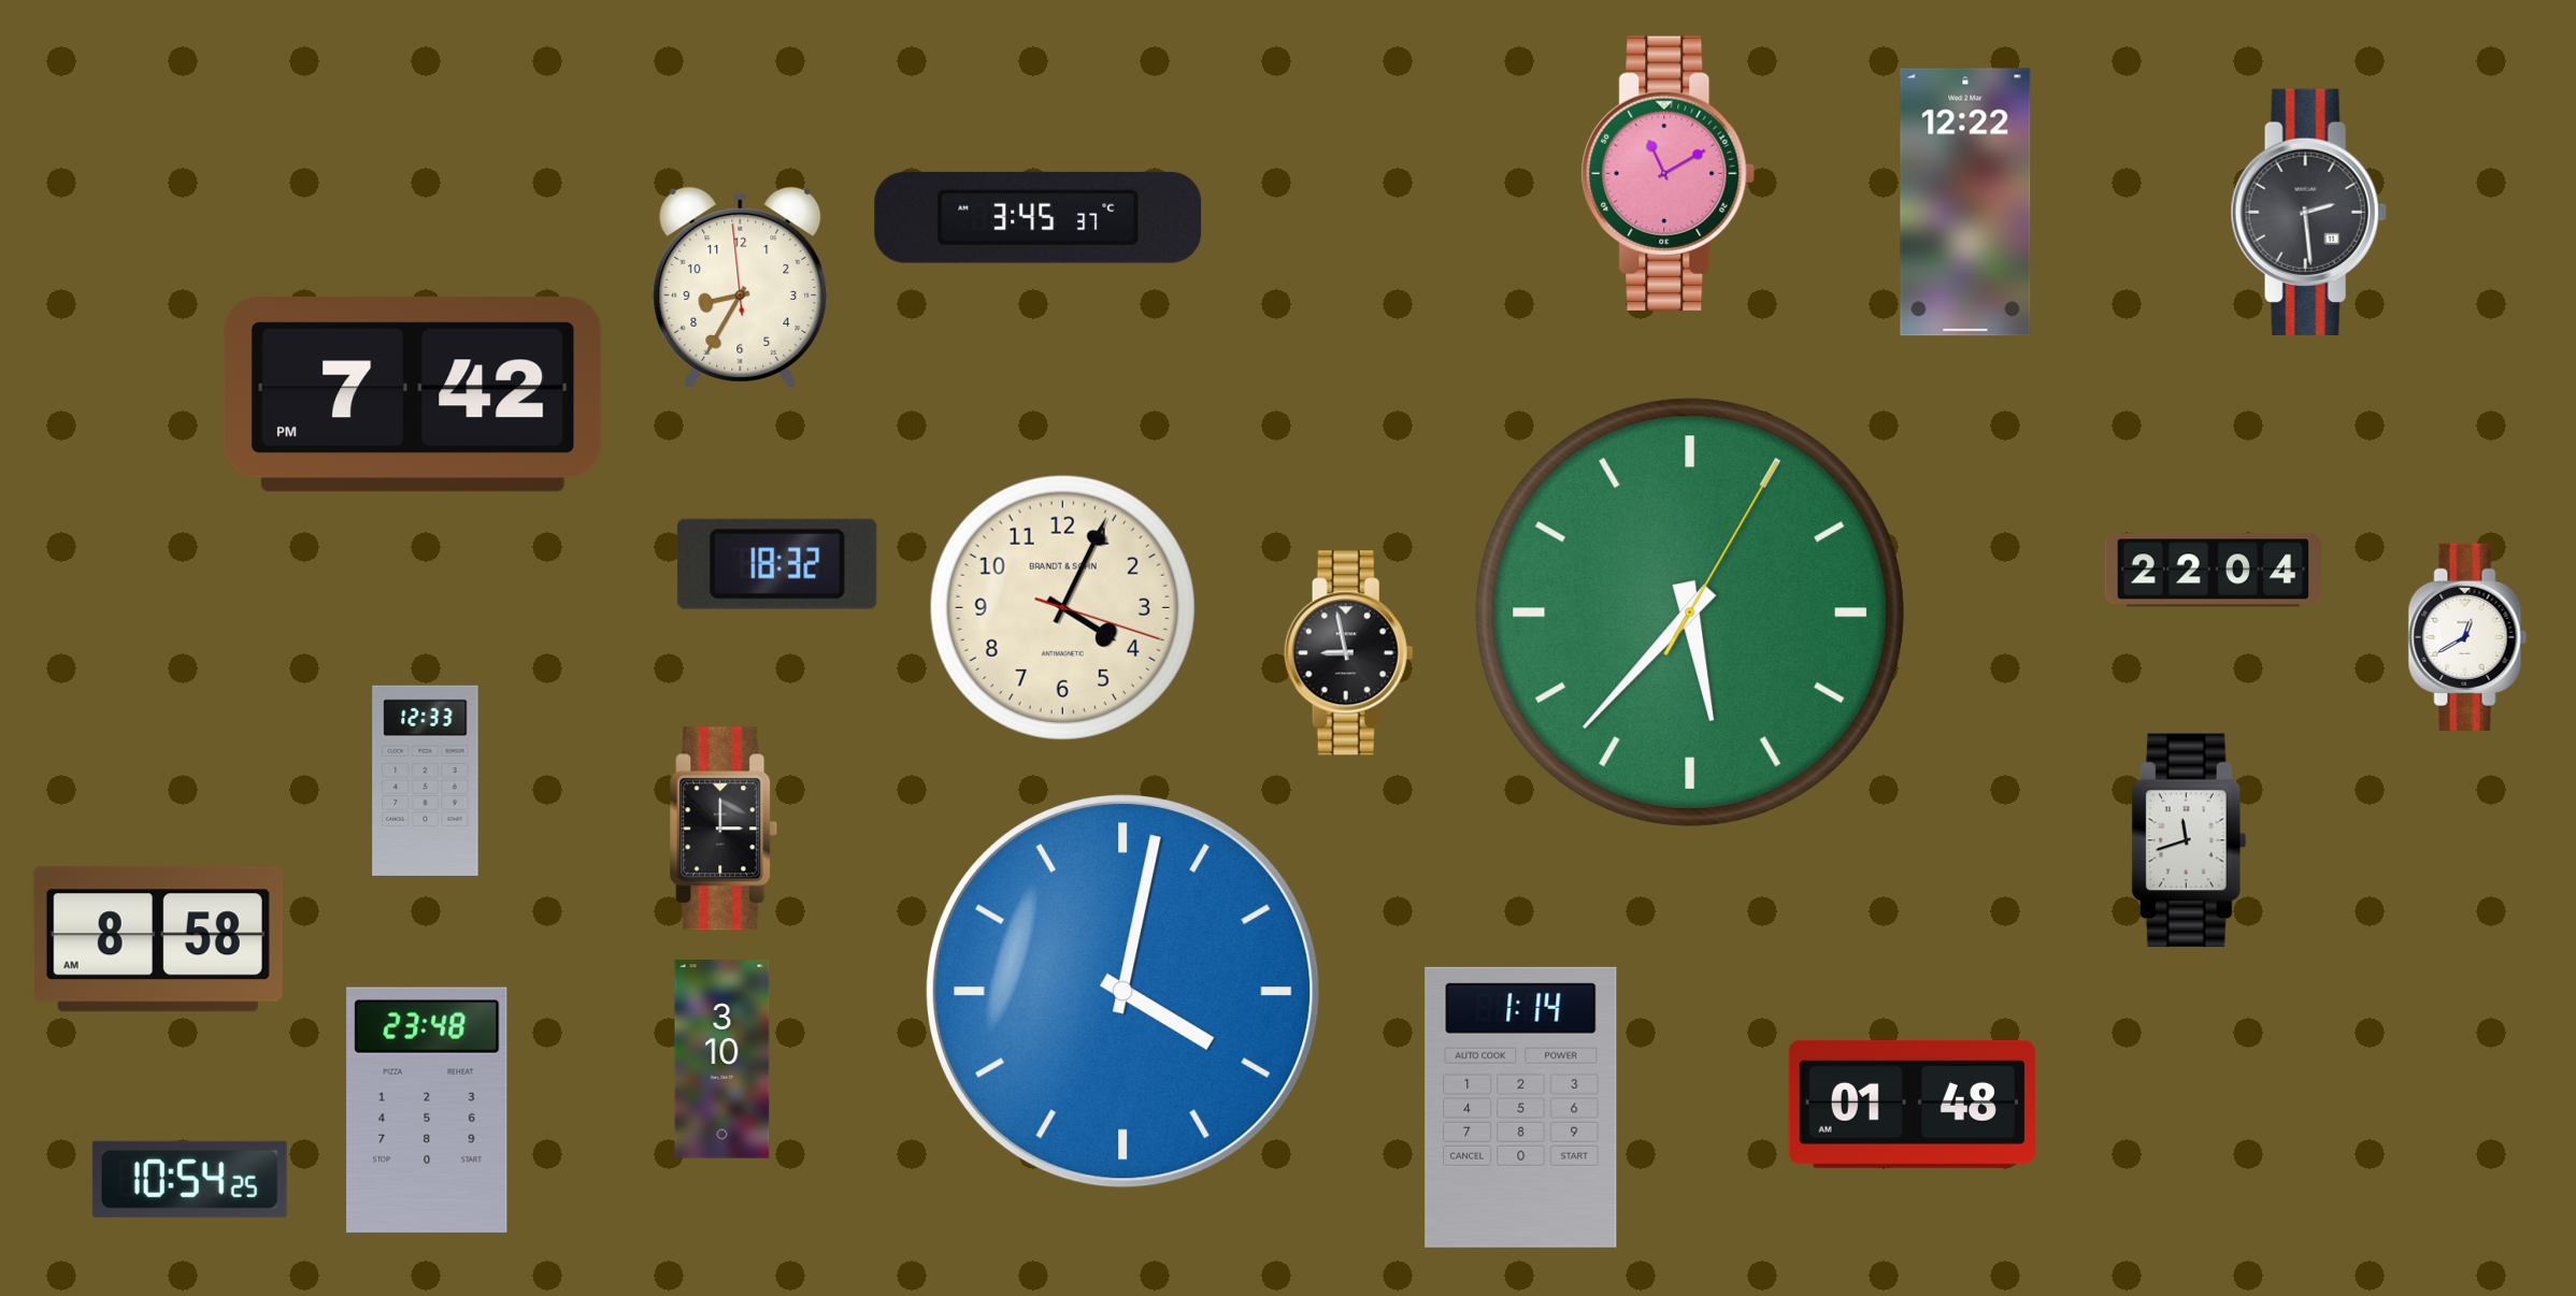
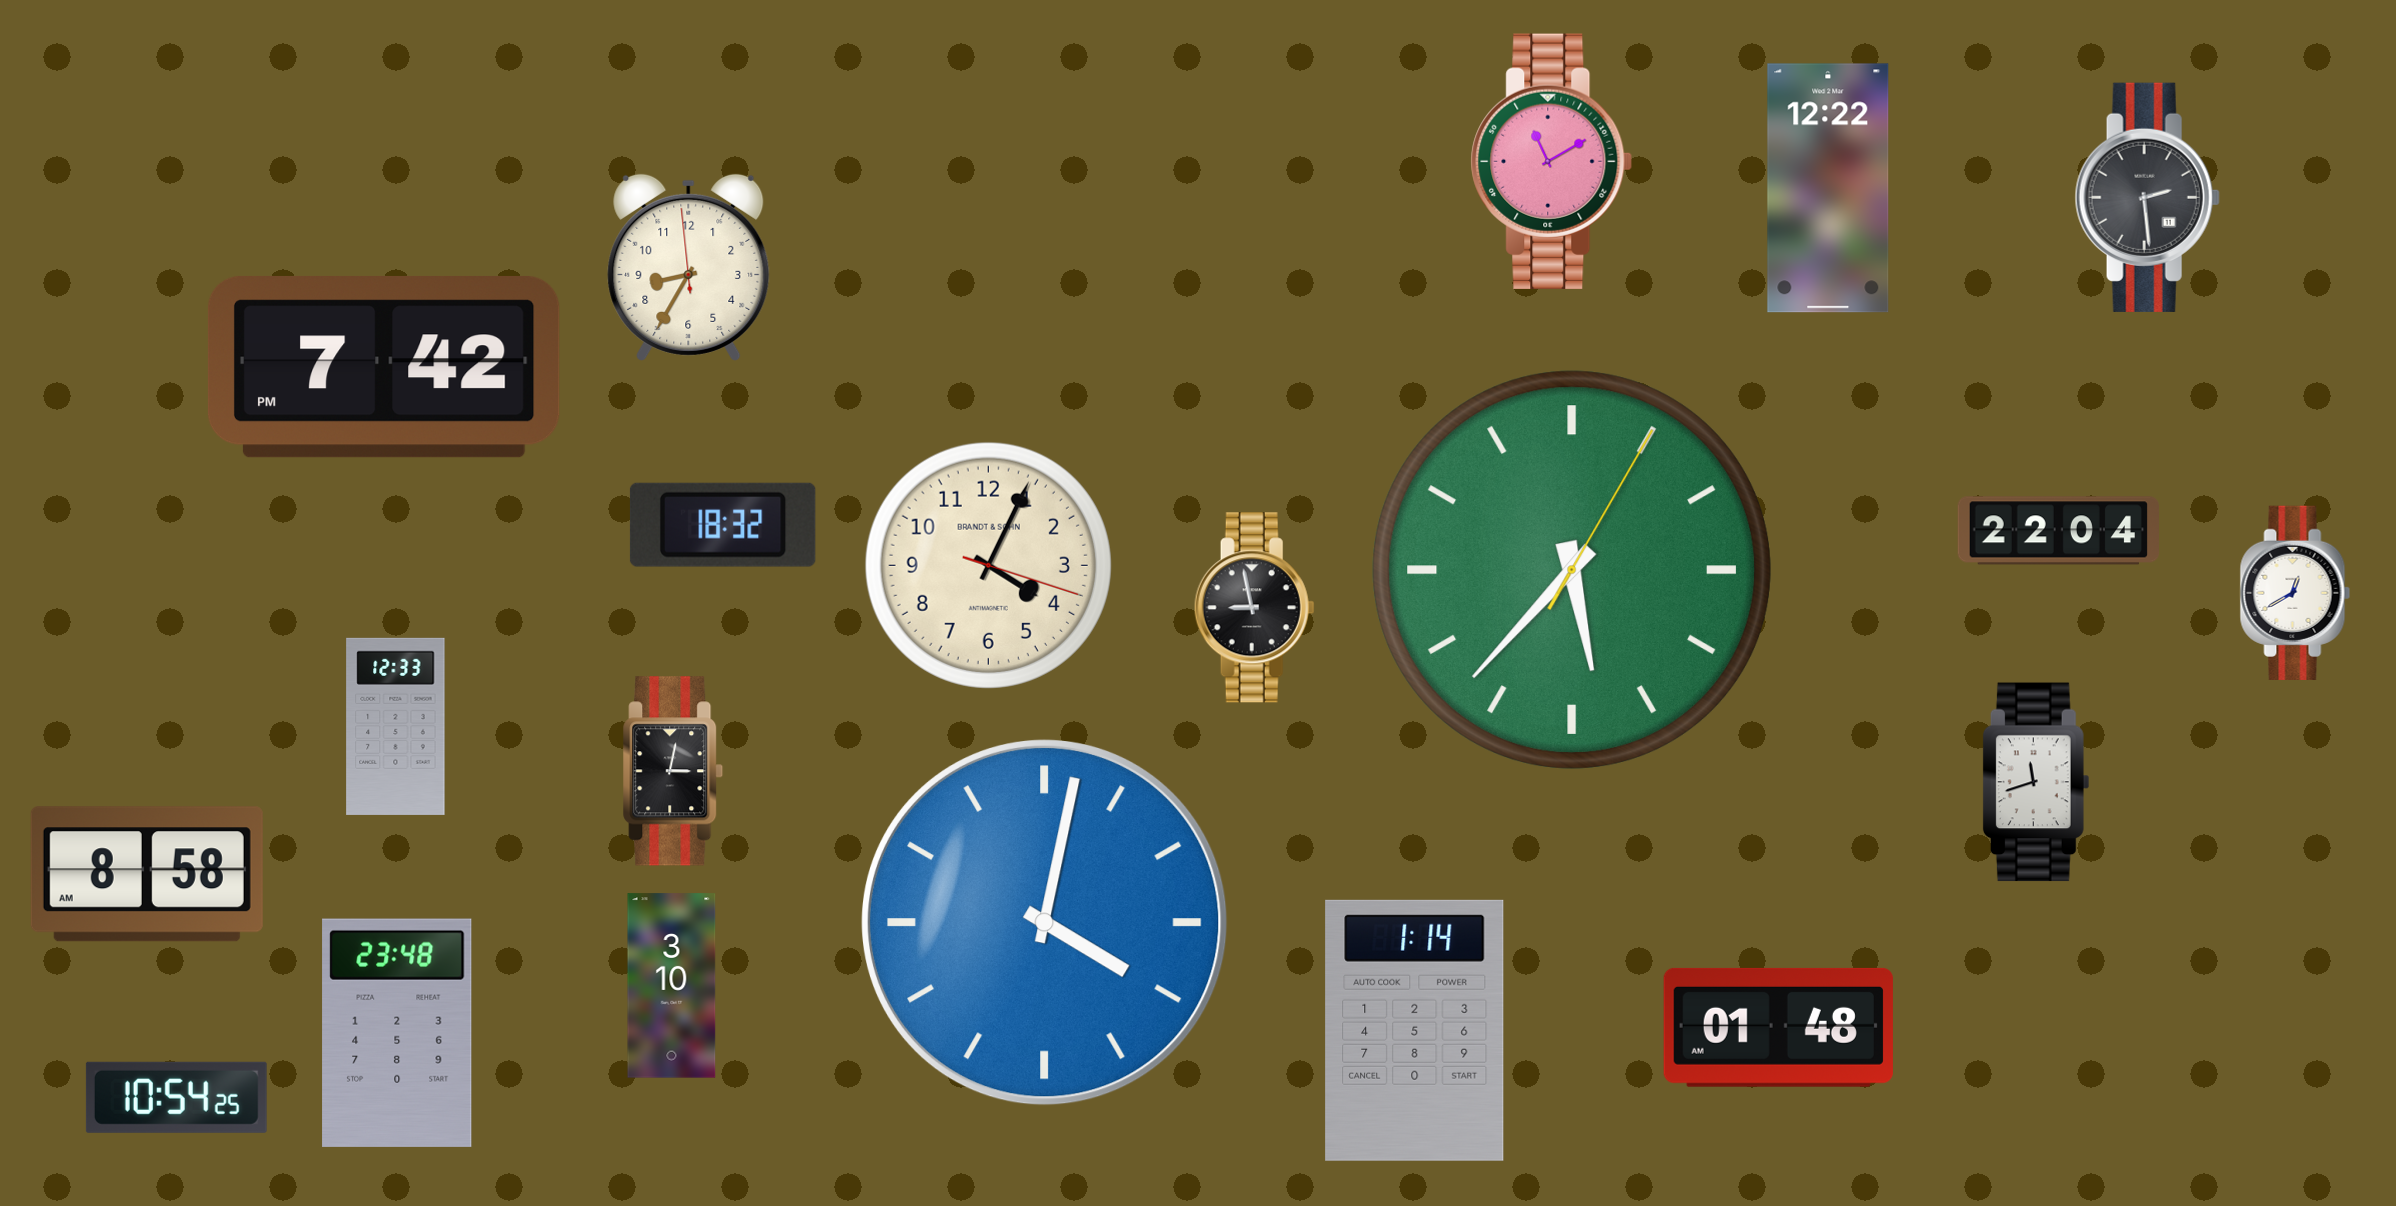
clock at (1039, 217): 3:45 -> none
clock at (724, 829): 3:00 -> 3:02
